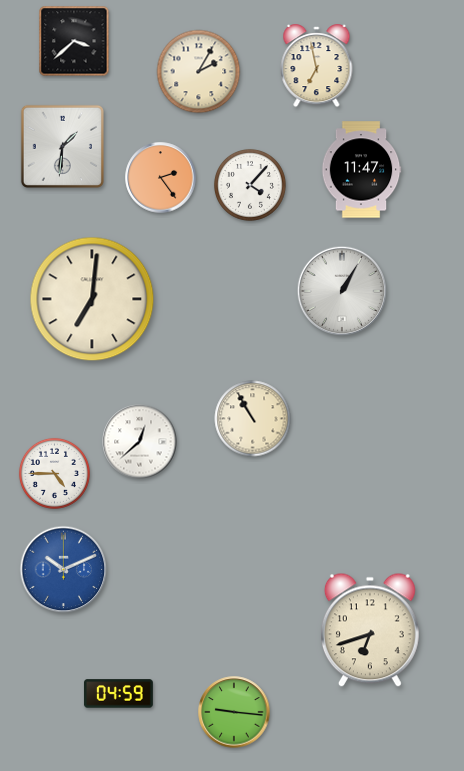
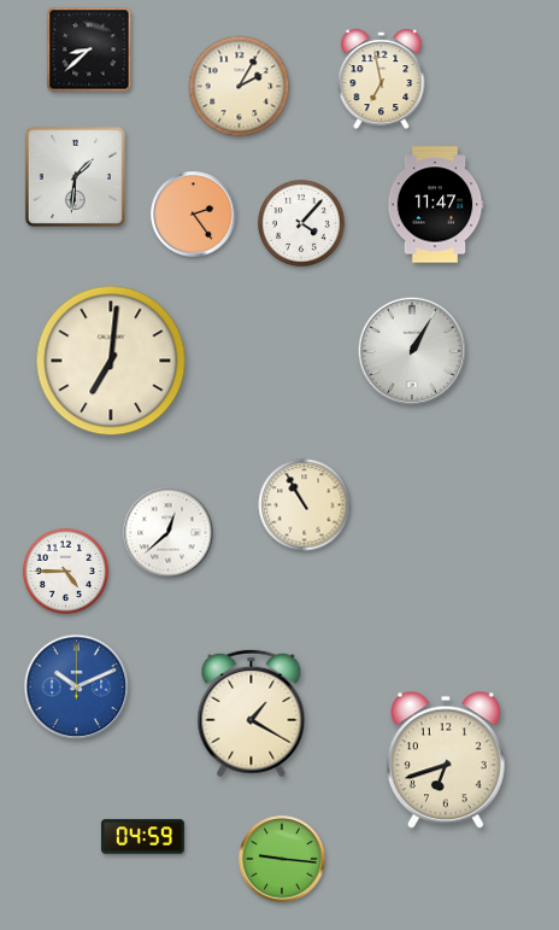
clock at (74, 41): 3:38 -> 8:38
clock at (252, 714): none -> 1:20
